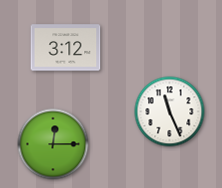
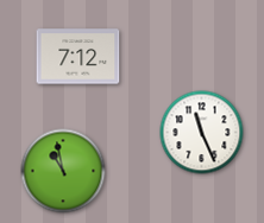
clock at (66, 48): 3:12 -> 7:12
clock at (53, 144): 12:15 -> 10:58
